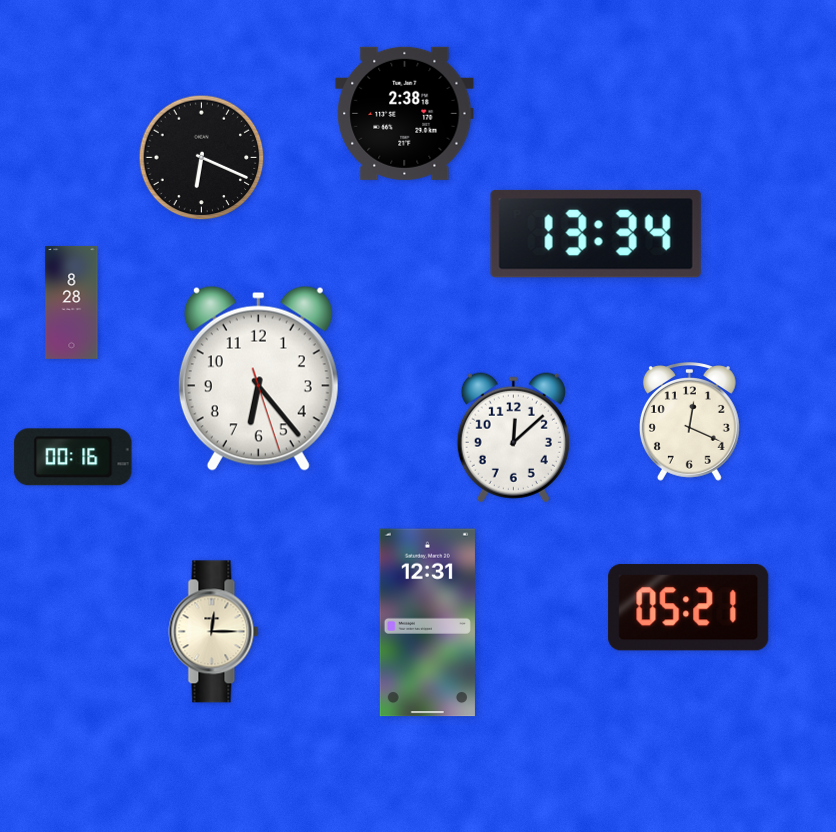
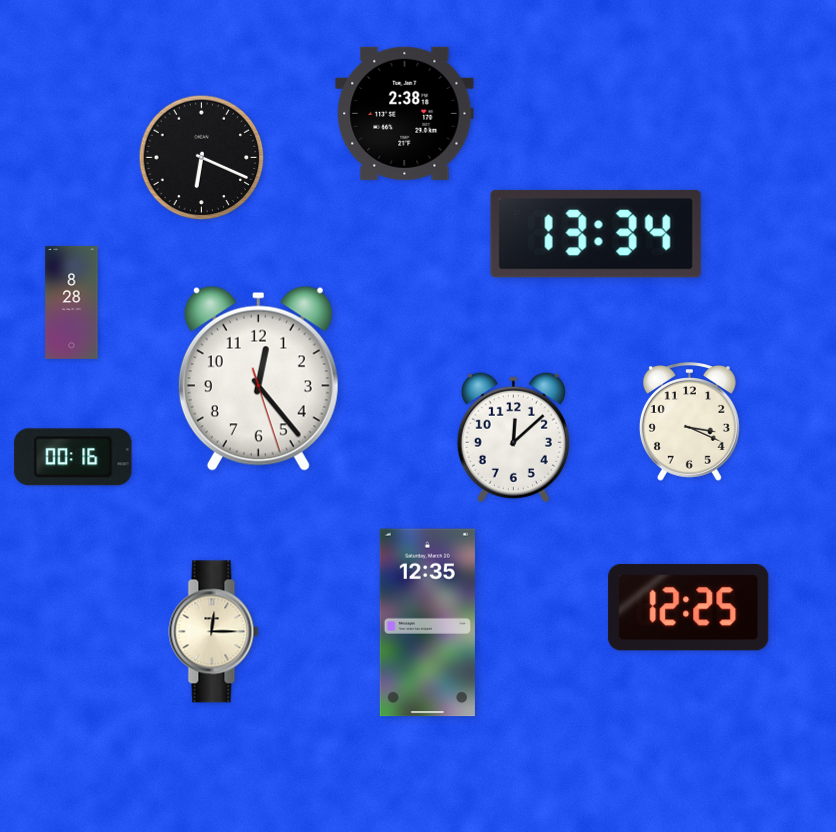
clock at (258, 378): 6:23 -> 12:23
clock at (689, 422): 12:19 -> 3:19
clock at (689, 608): 05:21 -> 12:25
clock at (427, 623): 12:31 -> 12:35
